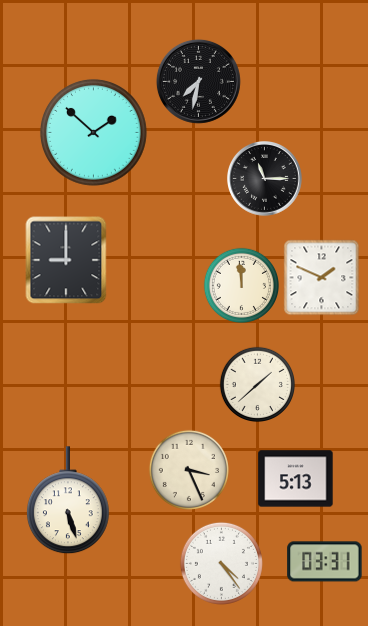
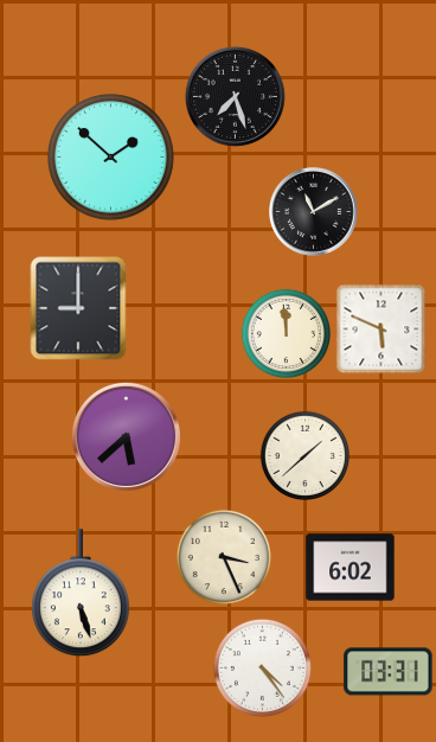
clock at (198, 81): 7:32 -> 7:27
clock at (265, 179): 11:15 -> 11:10
clock at (322, 278): 1:49 -> 5:49
clock at (241, 285) position: (241, 285) -> (286, 333)
clock at (126, 436): none -> 5:38
clock at (296, 479): 5:13 -> 6:02
clock at (325, 562) position: (325, 562) -> (389, 672)
